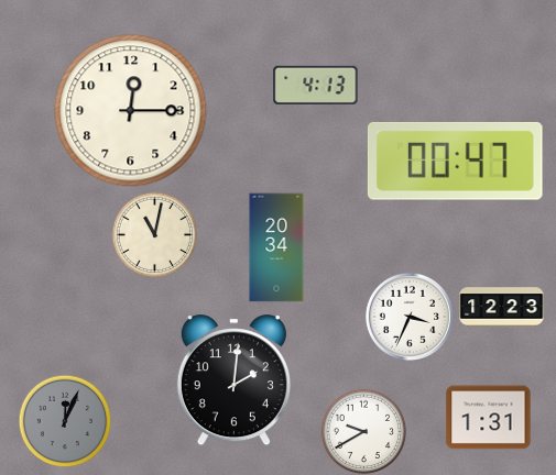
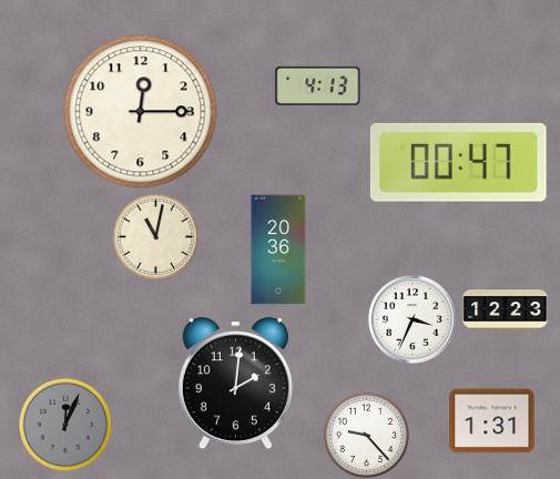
clock at (131, 111) position: (131, 111) -> (141, 112)
clock at (276, 247): 20:34 -> 20:36
clock at (363, 431): 9:40 -> 9:23
